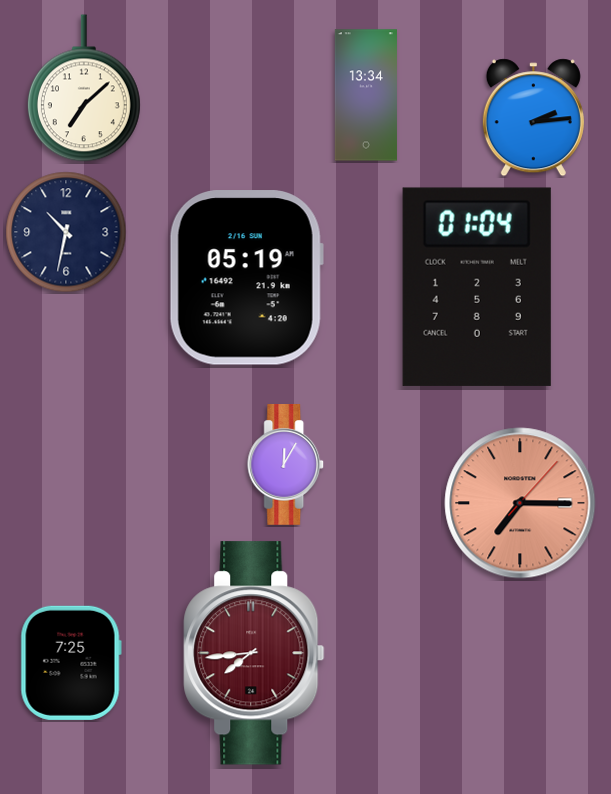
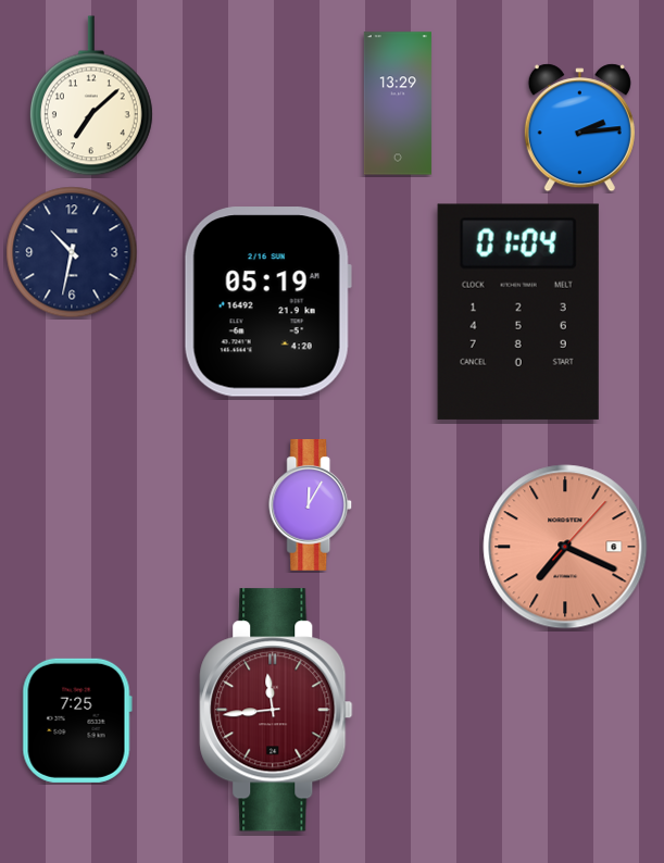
clock at (366, 95): 13:34 -> 13:29
clock at (520, 503): 7:15 -> 7:19
clock at (254, 653): 7:44 -> 11:44
